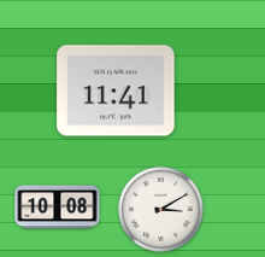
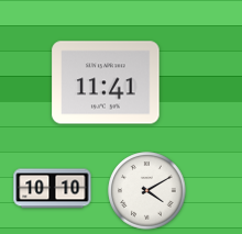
clock at (58, 208): 10:08 -> 10:10
clock at (161, 210): 3:10 -> 4:10
